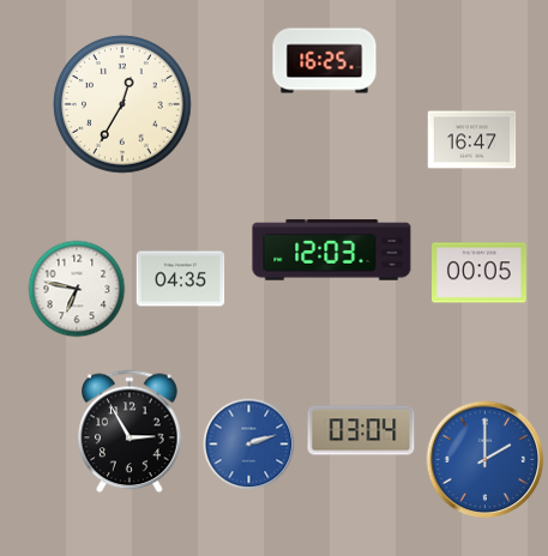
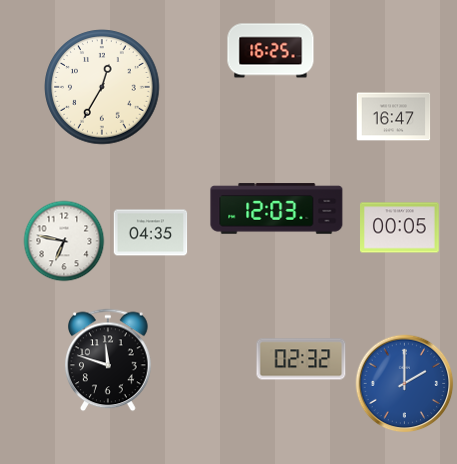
clock at (361, 430): 03:04 -> 02:32
clock at (130, 431): 2:55 -> 11:48
clock at (249, 445): 2:12 -> none
